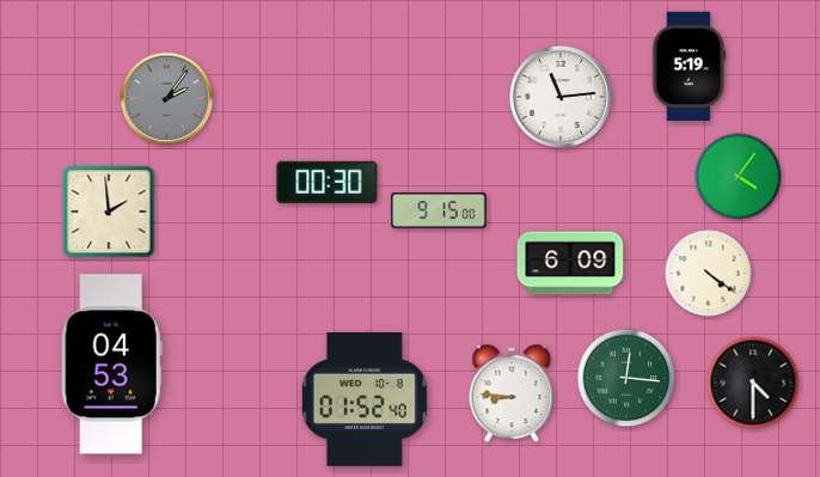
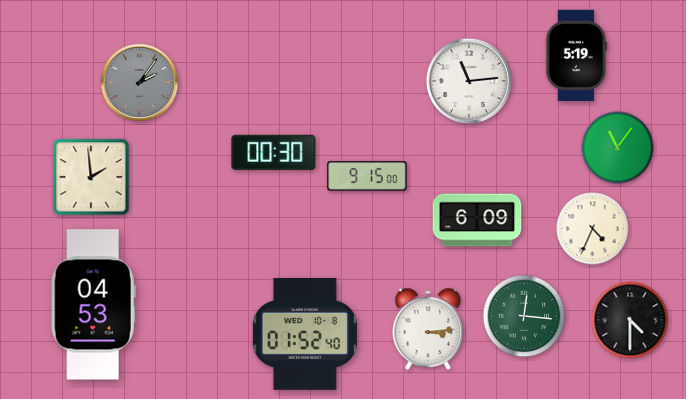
clock at (739, 177): 4:06 -> 11:06
clock at (709, 274): 4:21 -> 4:34
clock at (512, 392): 8:46 -> 3:14
